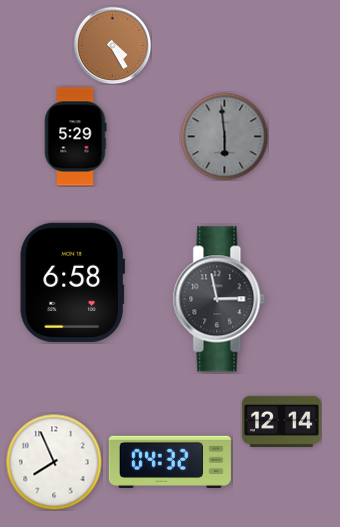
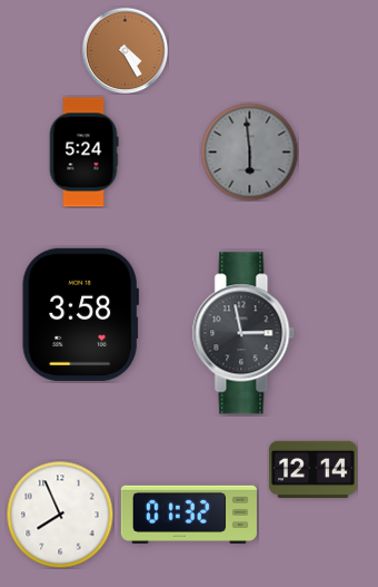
clock at (75, 137): 5:29 -> 5:24
clock at (72, 282): 6:58 -> 3:58
clock at (170, 462): 04:32 -> 01:32
